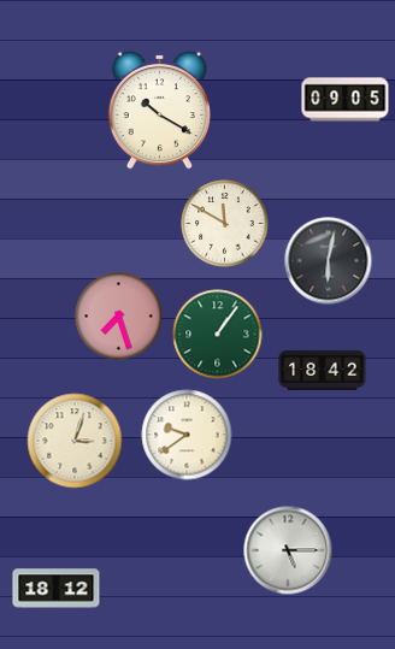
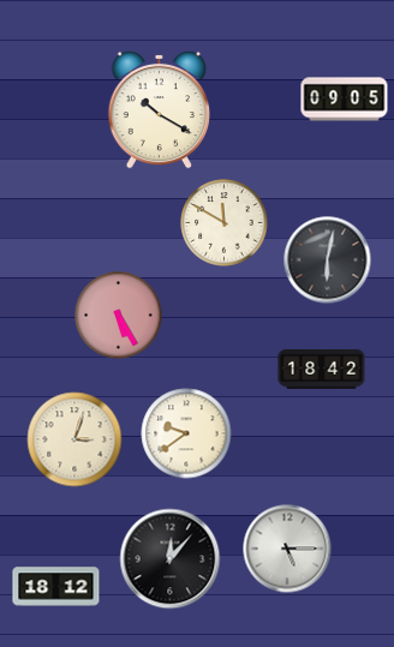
clock at (119, 317): 7:27 -> 5:25
clock at (218, 335): 1:06 -> none
clock at (171, 559): none -> 12:07
